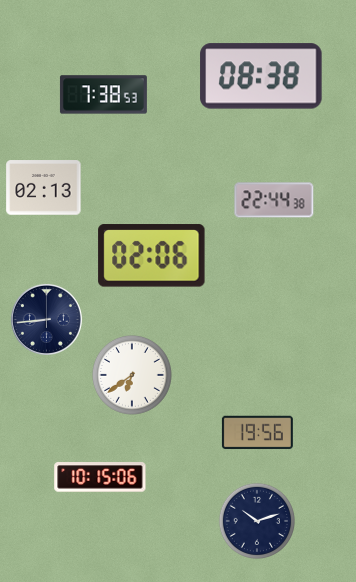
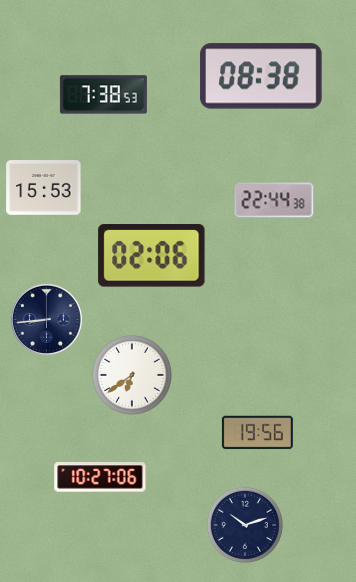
clock at (44, 188): 02:13 -> 15:53
clock at (100, 477): 10:15 -> 10:27
clock at (257, 521) position: (257, 521) -> (245, 525)
